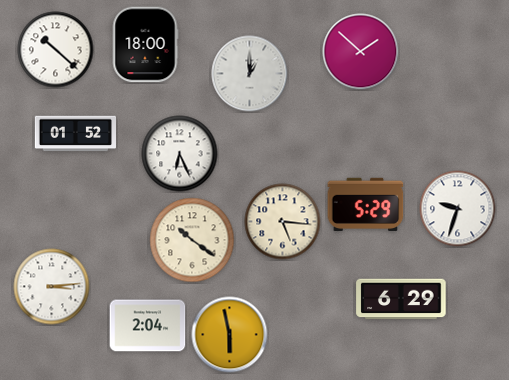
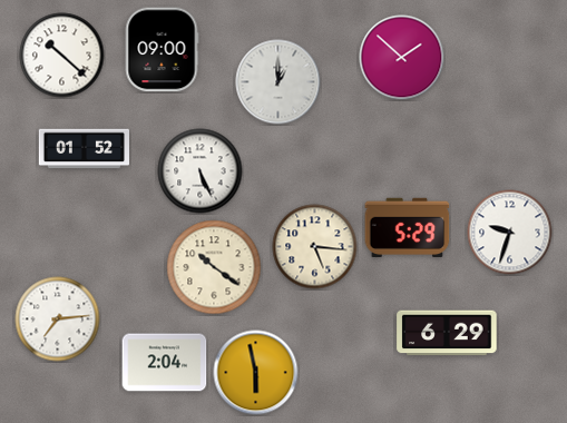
clock at (145, 45): 18:00 -> 09:00
clock at (180, 154): 6:26 -> 5:26
clock at (52, 287): 3:14 -> 7:14
